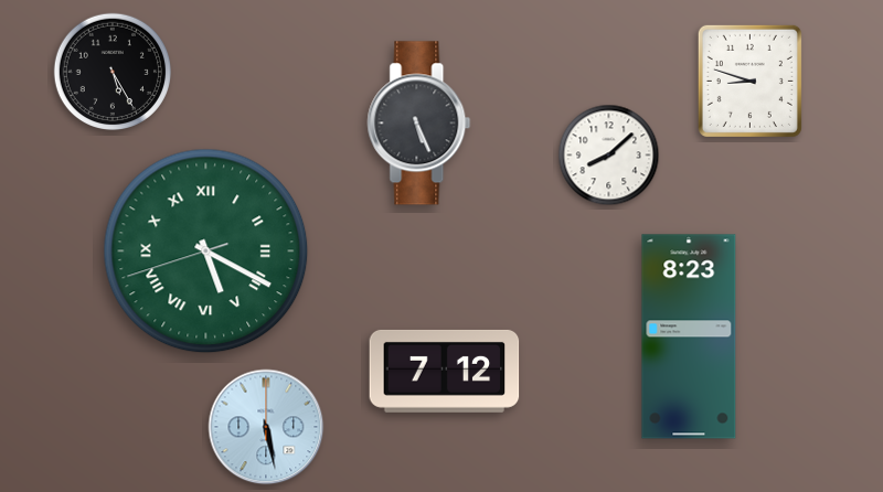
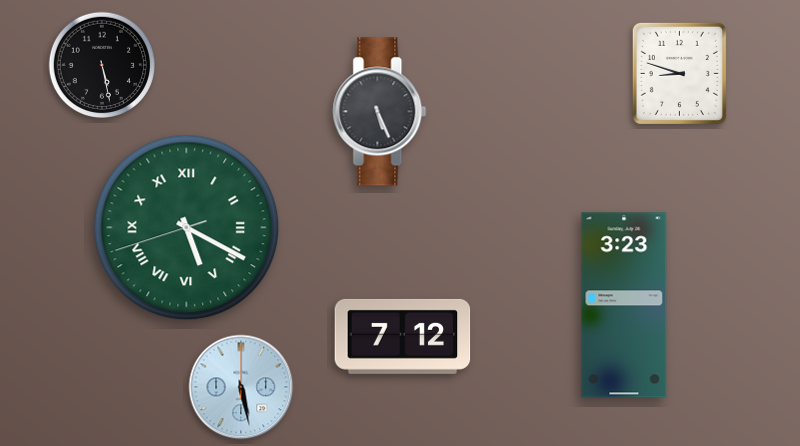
clock at (111, 71): 5:25 -> 5:28
clock at (609, 156): 8:08 -> none
clock at (689, 336): 8:23 -> 3:23
